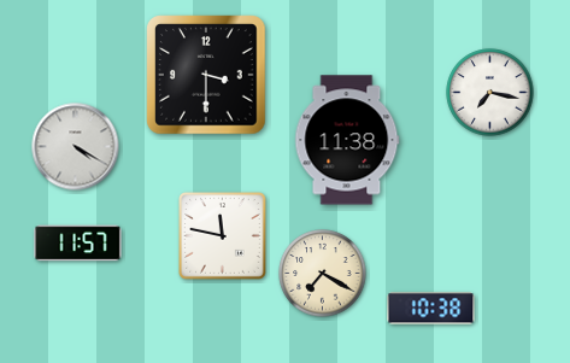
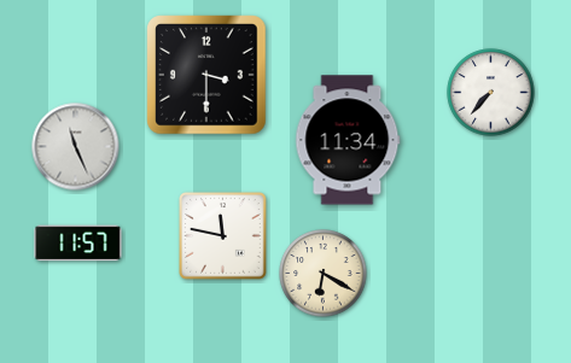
clock at (490, 93): 7:17 -> 7:37
clock at (347, 140): 11:38 -> 11:34
clock at (76, 147): 4:20 -> 11:26
clock at (323, 274): 7:20 -> 6:20
clock at (431, 309): 10:38 -> none
